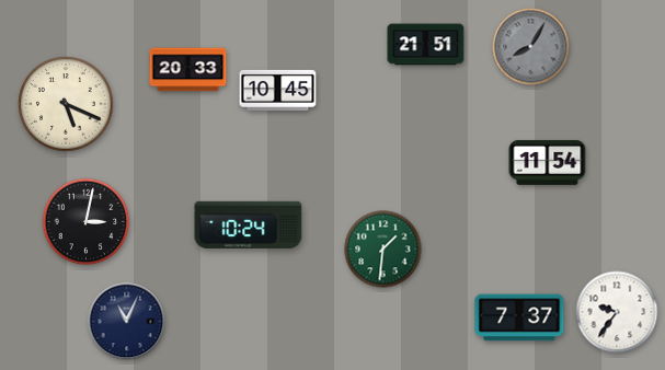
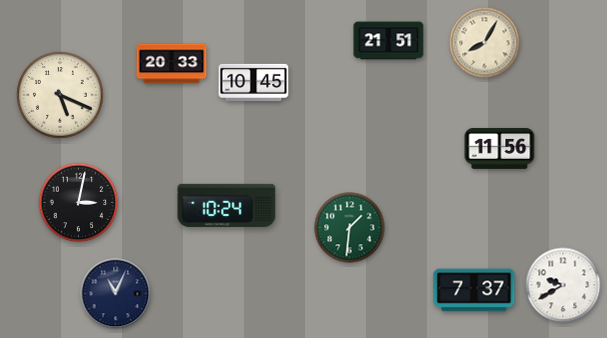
clock at (531, 47) dial: grey -> cream
clock at (548, 163): 11:54 -> 11:56
clock at (617, 312): 9:36 -> 9:40
